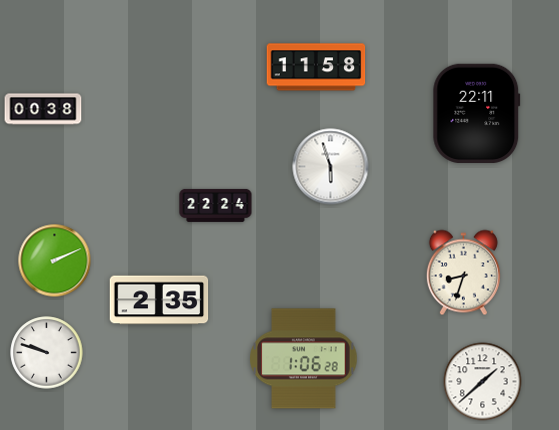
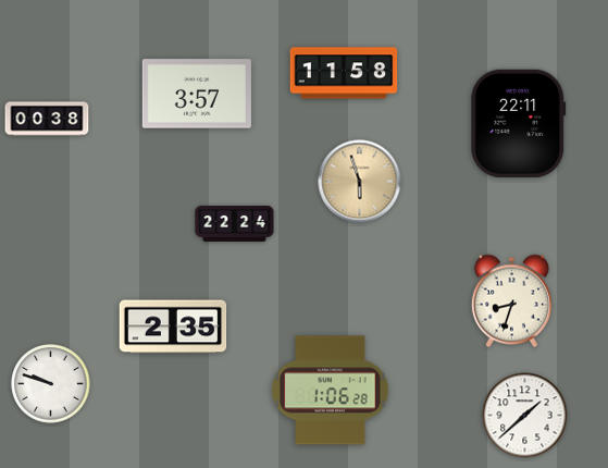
clock at (197, 94): none -> 3:57
clock at (331, 167) dial: white -> champagne
clock at (55, 261): 2:11 -> none
clock at (463, 273) position: (463, 273) -> (511, 301)
